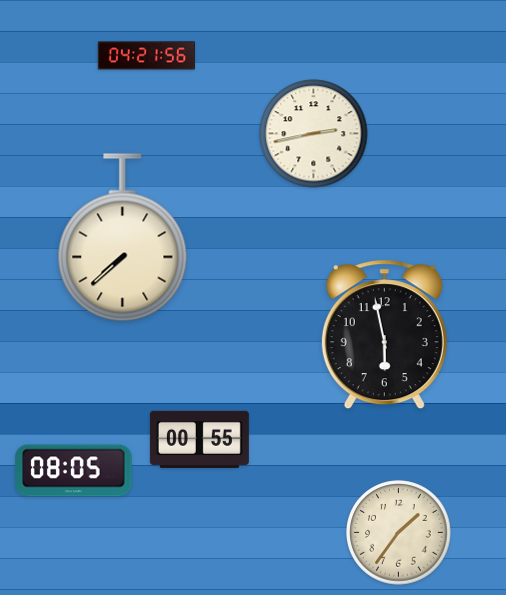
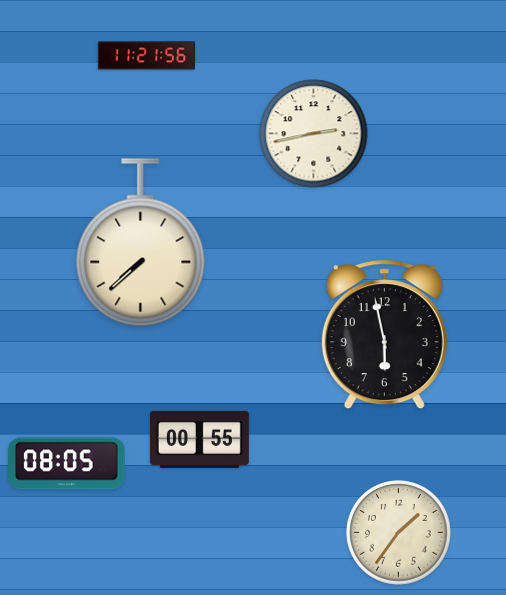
clock at (146, 56): 04:21 -> 11:21
clock at (123, 238) position: (123, 238) -> (141, 243)
clock at (74, 471) position: (74, 471) -> (67, 464)
